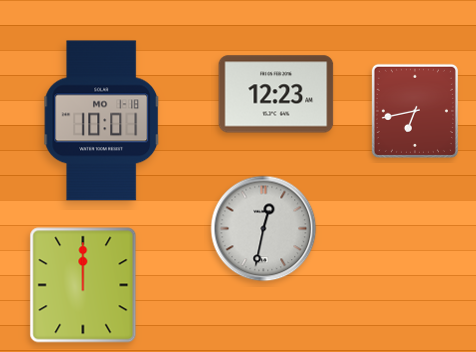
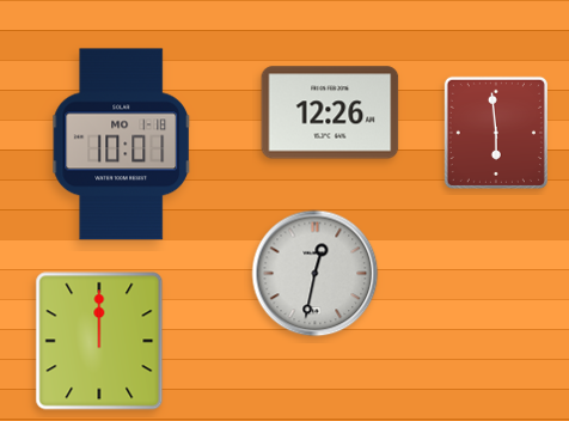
clock at (276, 94): 12:23 -> 12:26
clock at (415, 111): 6:43 -> 5:59
